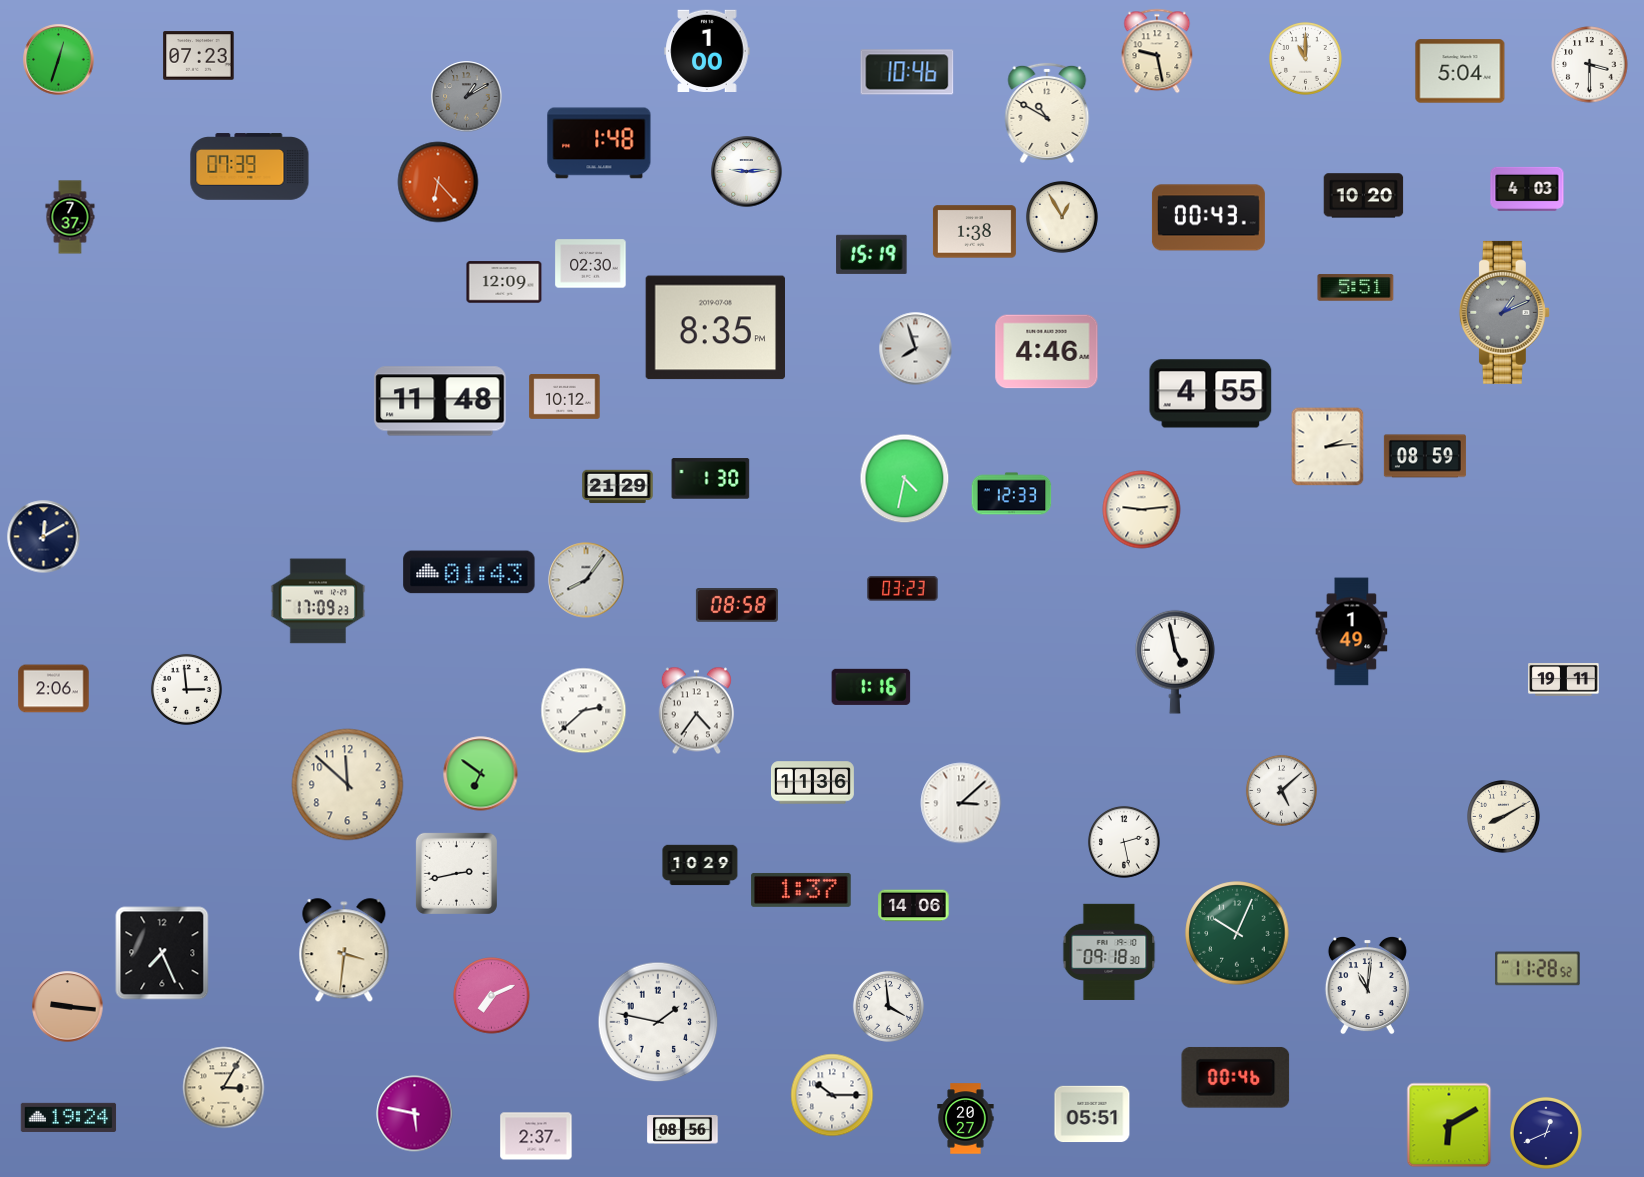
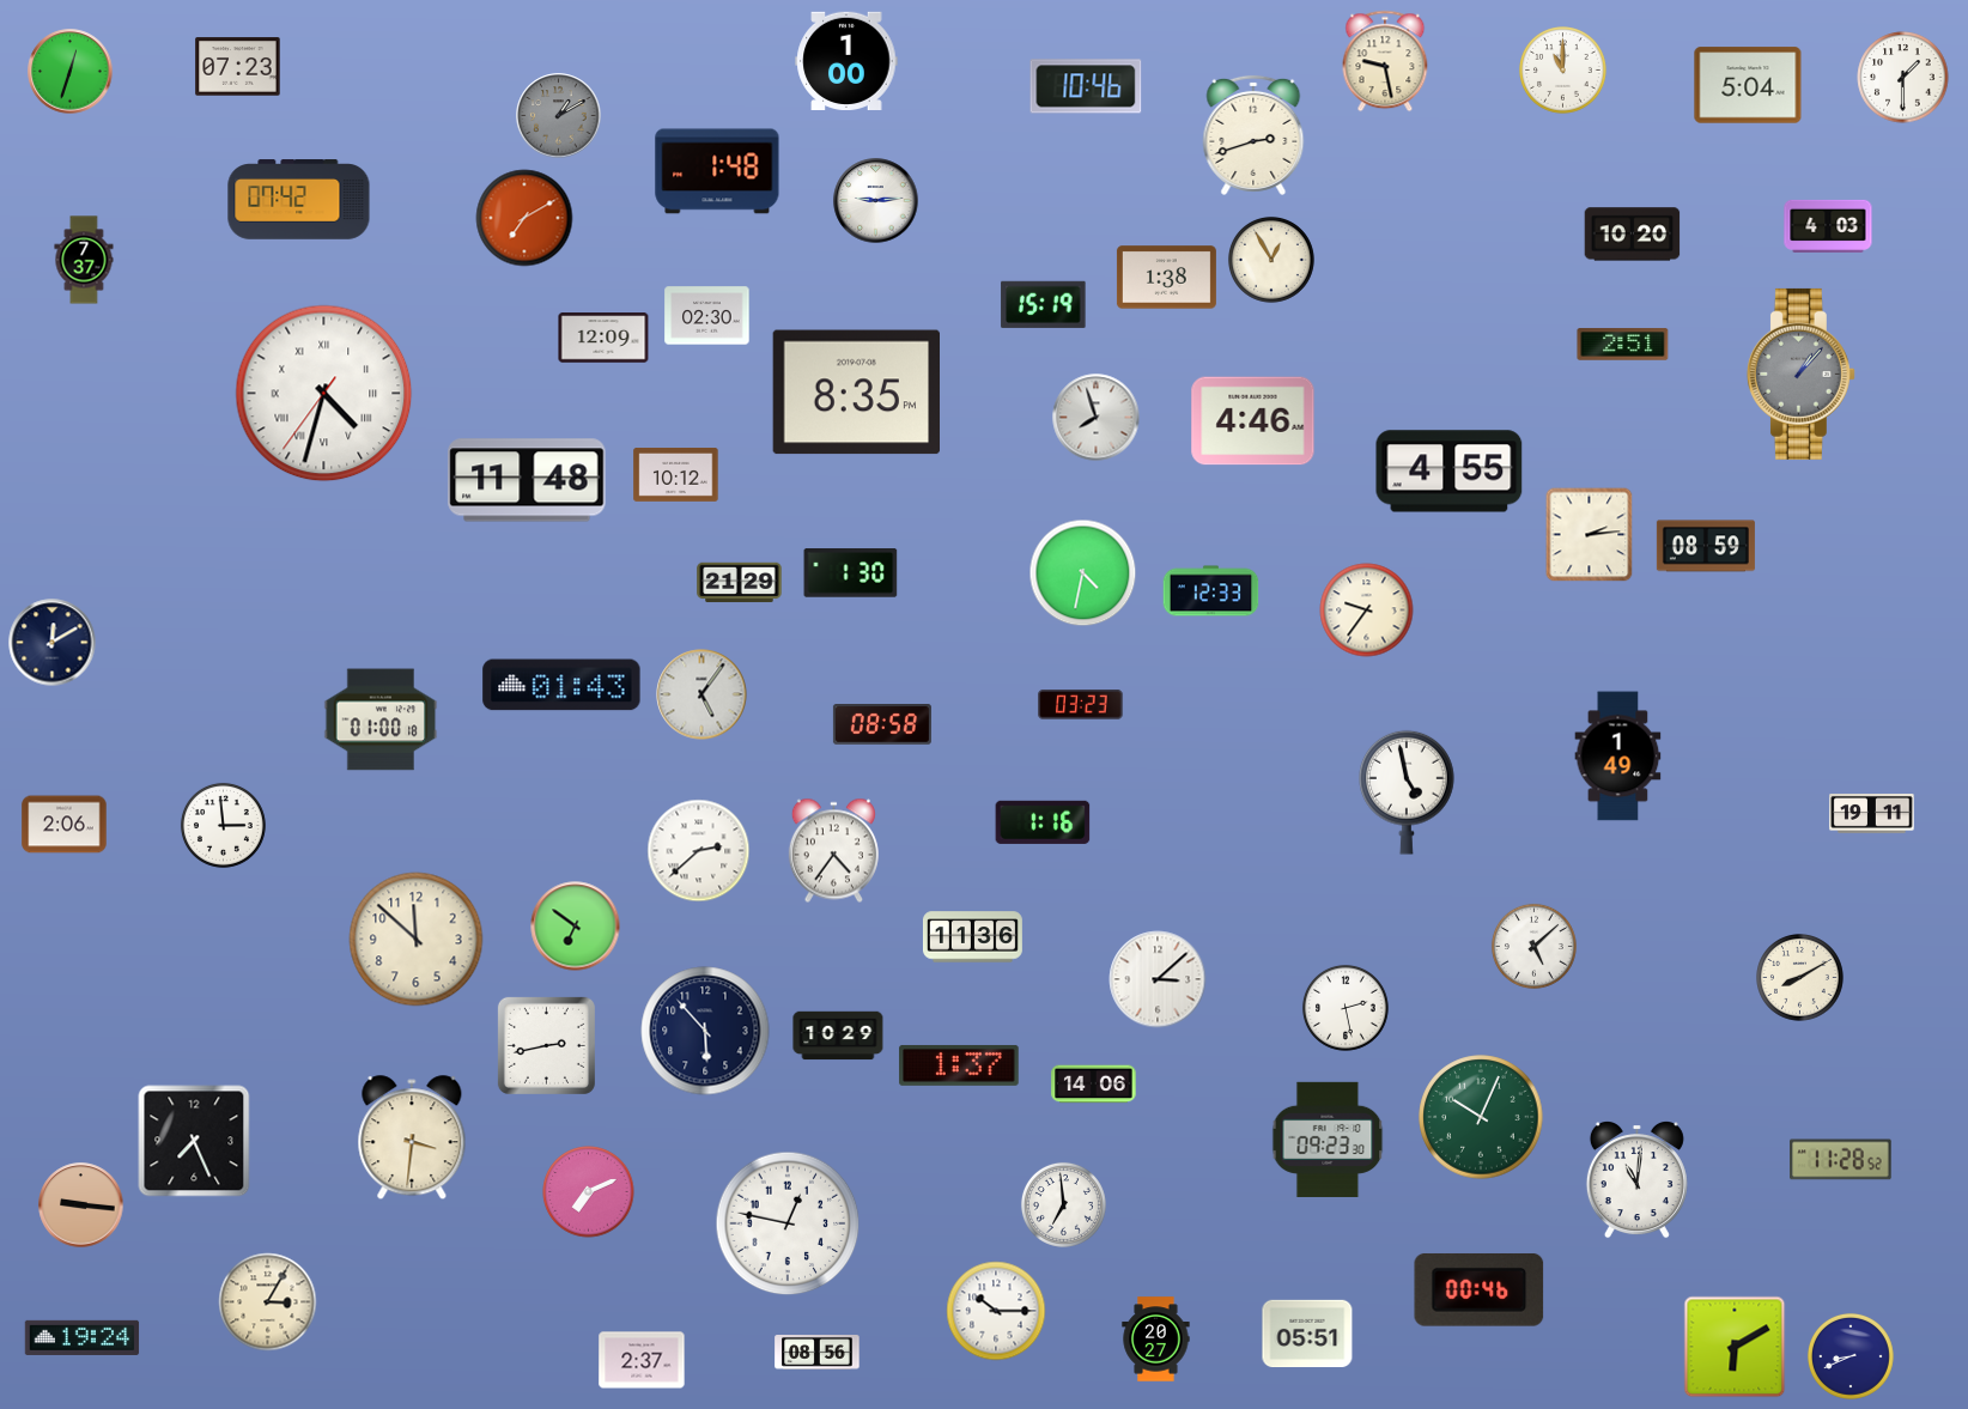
clock at (1590, 65): 3:30 -> 1:30
clock at (1047, 113): 10:50 -> 2:42
clock at (250, 167): 07:39 -> 07:42
clock at (747, 172) position: (747, 172) -> (876, 201)
clock at (438, 182): 6:23 -> 7:10
clock at (1208, 218): 00:43 -> none
clock at (1356, 288): 5:51 -> 2:51
clock at (1504, 312): 1:11 -> 1:07
clock at (324, 394): none -> 4:32
clock at (1142, 510): 9:14 -> 9:36
clock at (586, 580): 8:06 -> 5:06
clock at (318, 601): 17:09 -> 01:00
clock at (961, 803) position: (961, 803) -> (1158, 979)
clock at (705, 1031): none -> 5:53
clock at (1109, 952): 09:18 -> 09:23
clock at (888, 1006): 3:59 -> 6:59
clock at (658, 1022): 1:47 -> 12:47
clock at (415, 1114): 5:47 -> none
clock at (1546, 1133): 12:41 -> 8:41
